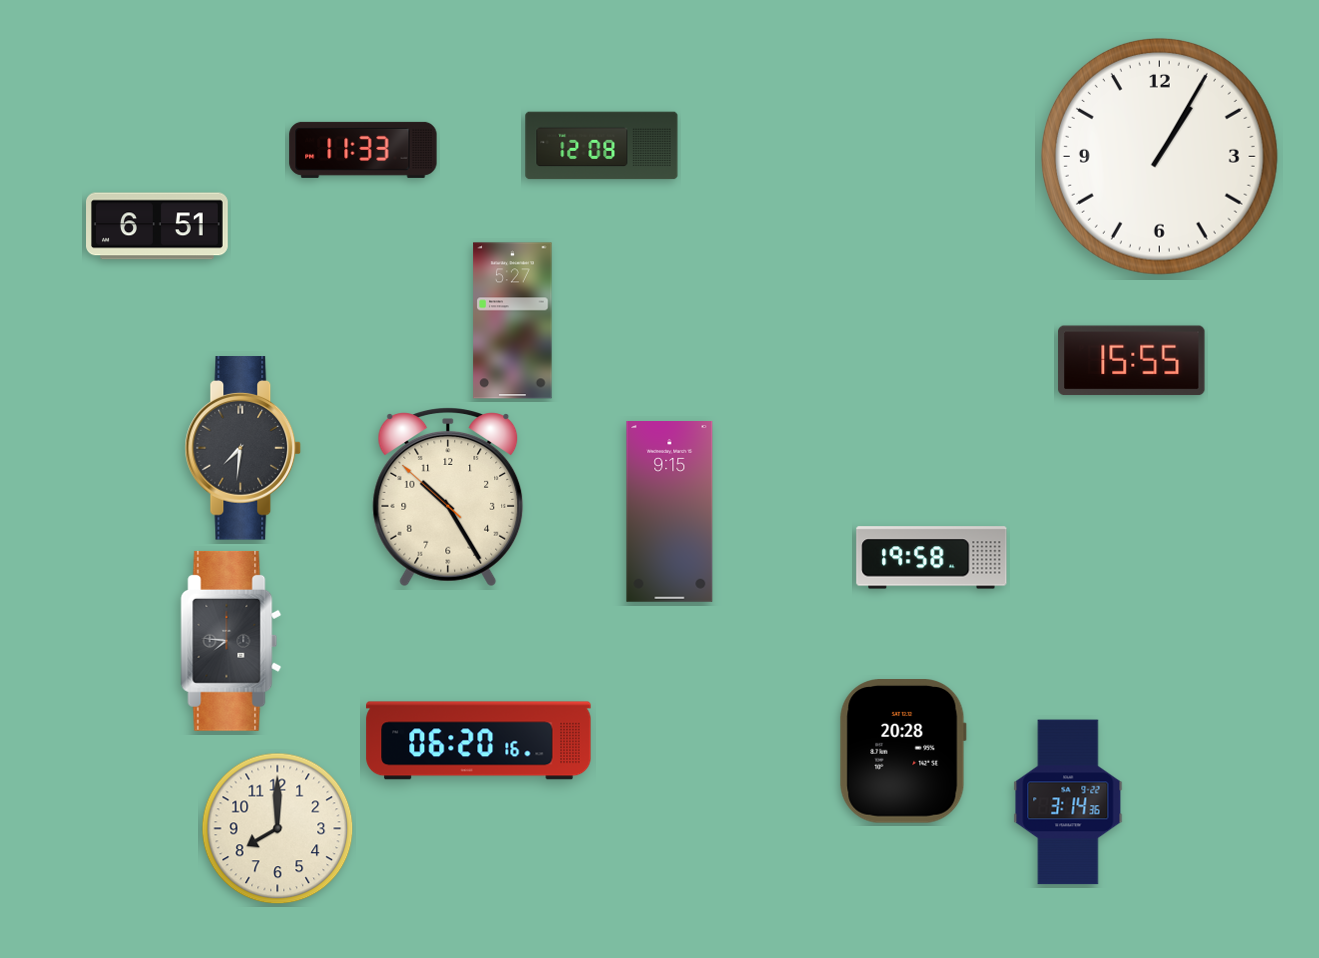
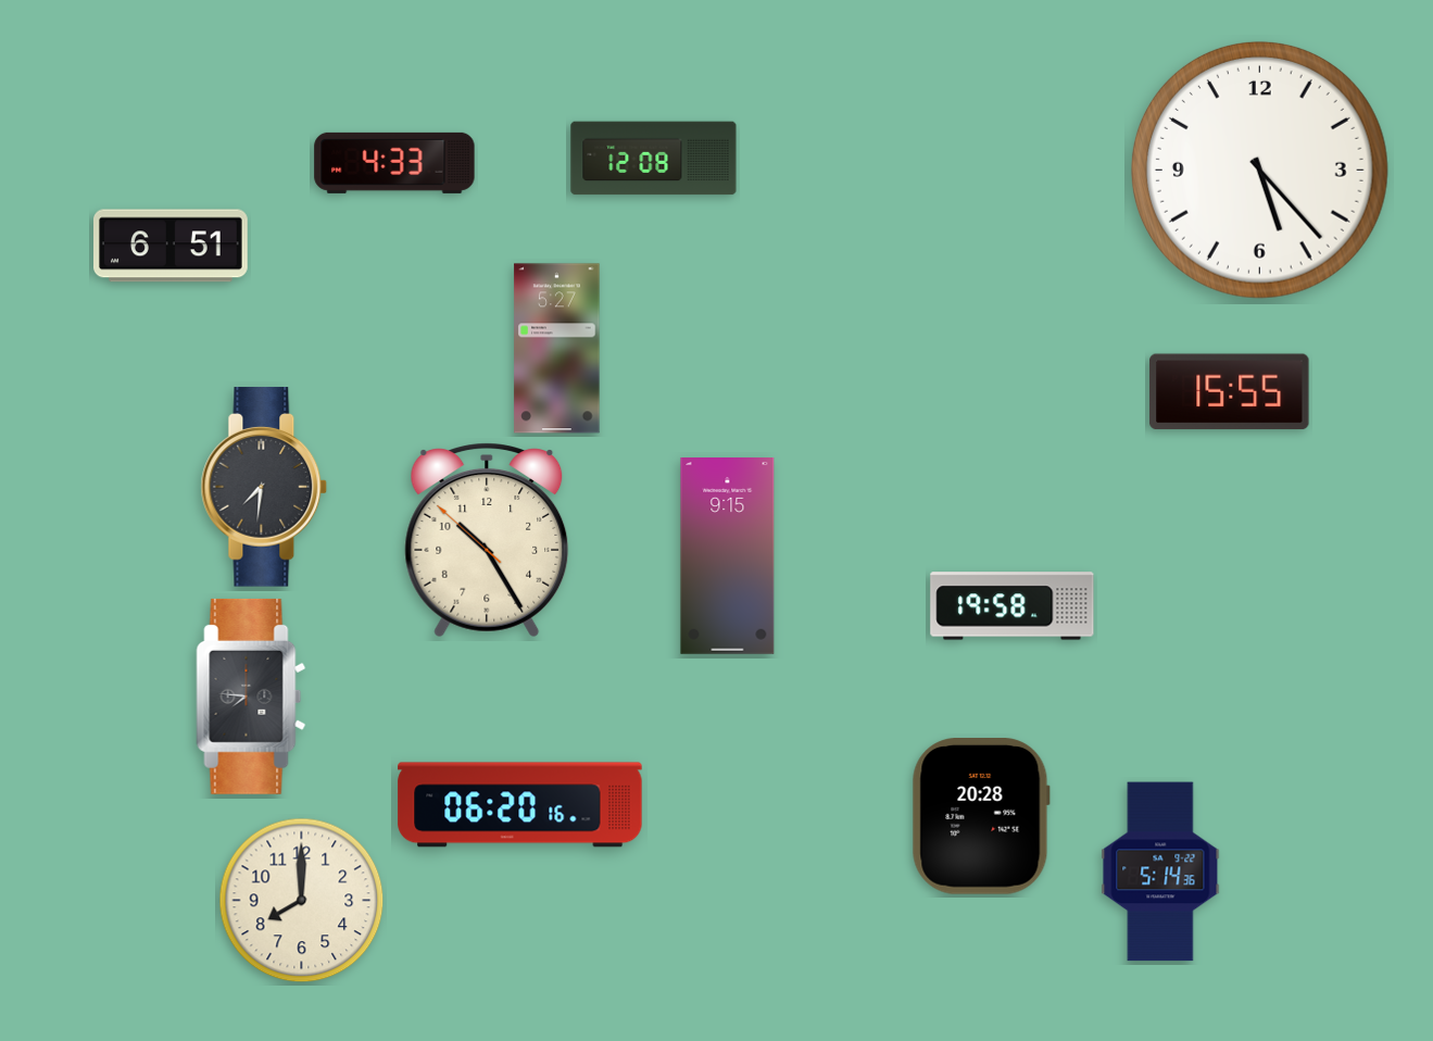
clock at (363, 150): 11:33 -> 4:33
clock at (1159, 156): 1:05 -> 5:23
clock at (1068, 802): 3:14 -> 5:14
